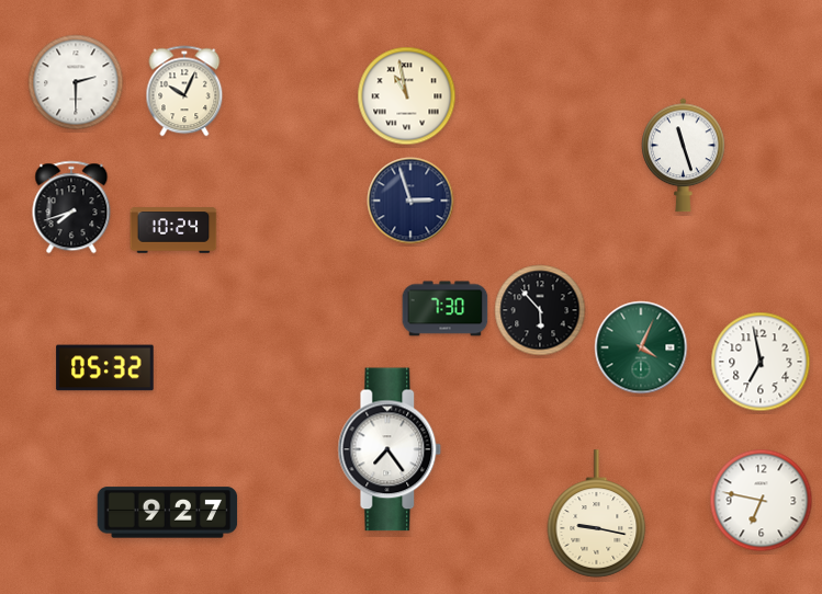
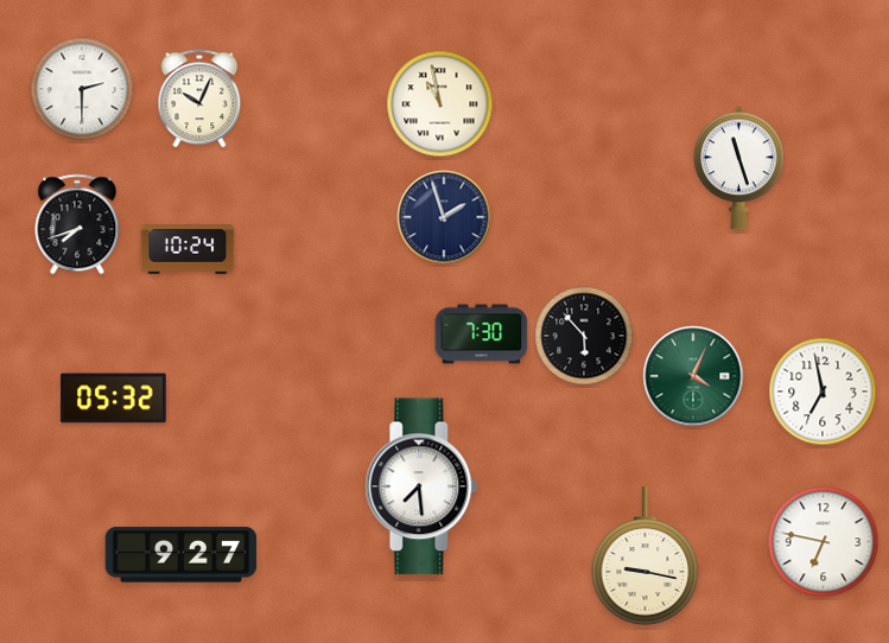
clock at (410, 201): 2:57 -> 1:57
clock at (390, 449): 7:24 -> 7:29
